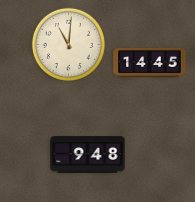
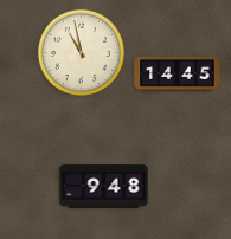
clock at (68, 44): 11:01 -> 10:58
clock at (88, 155) position: (88, 155) -> (104, 187)
